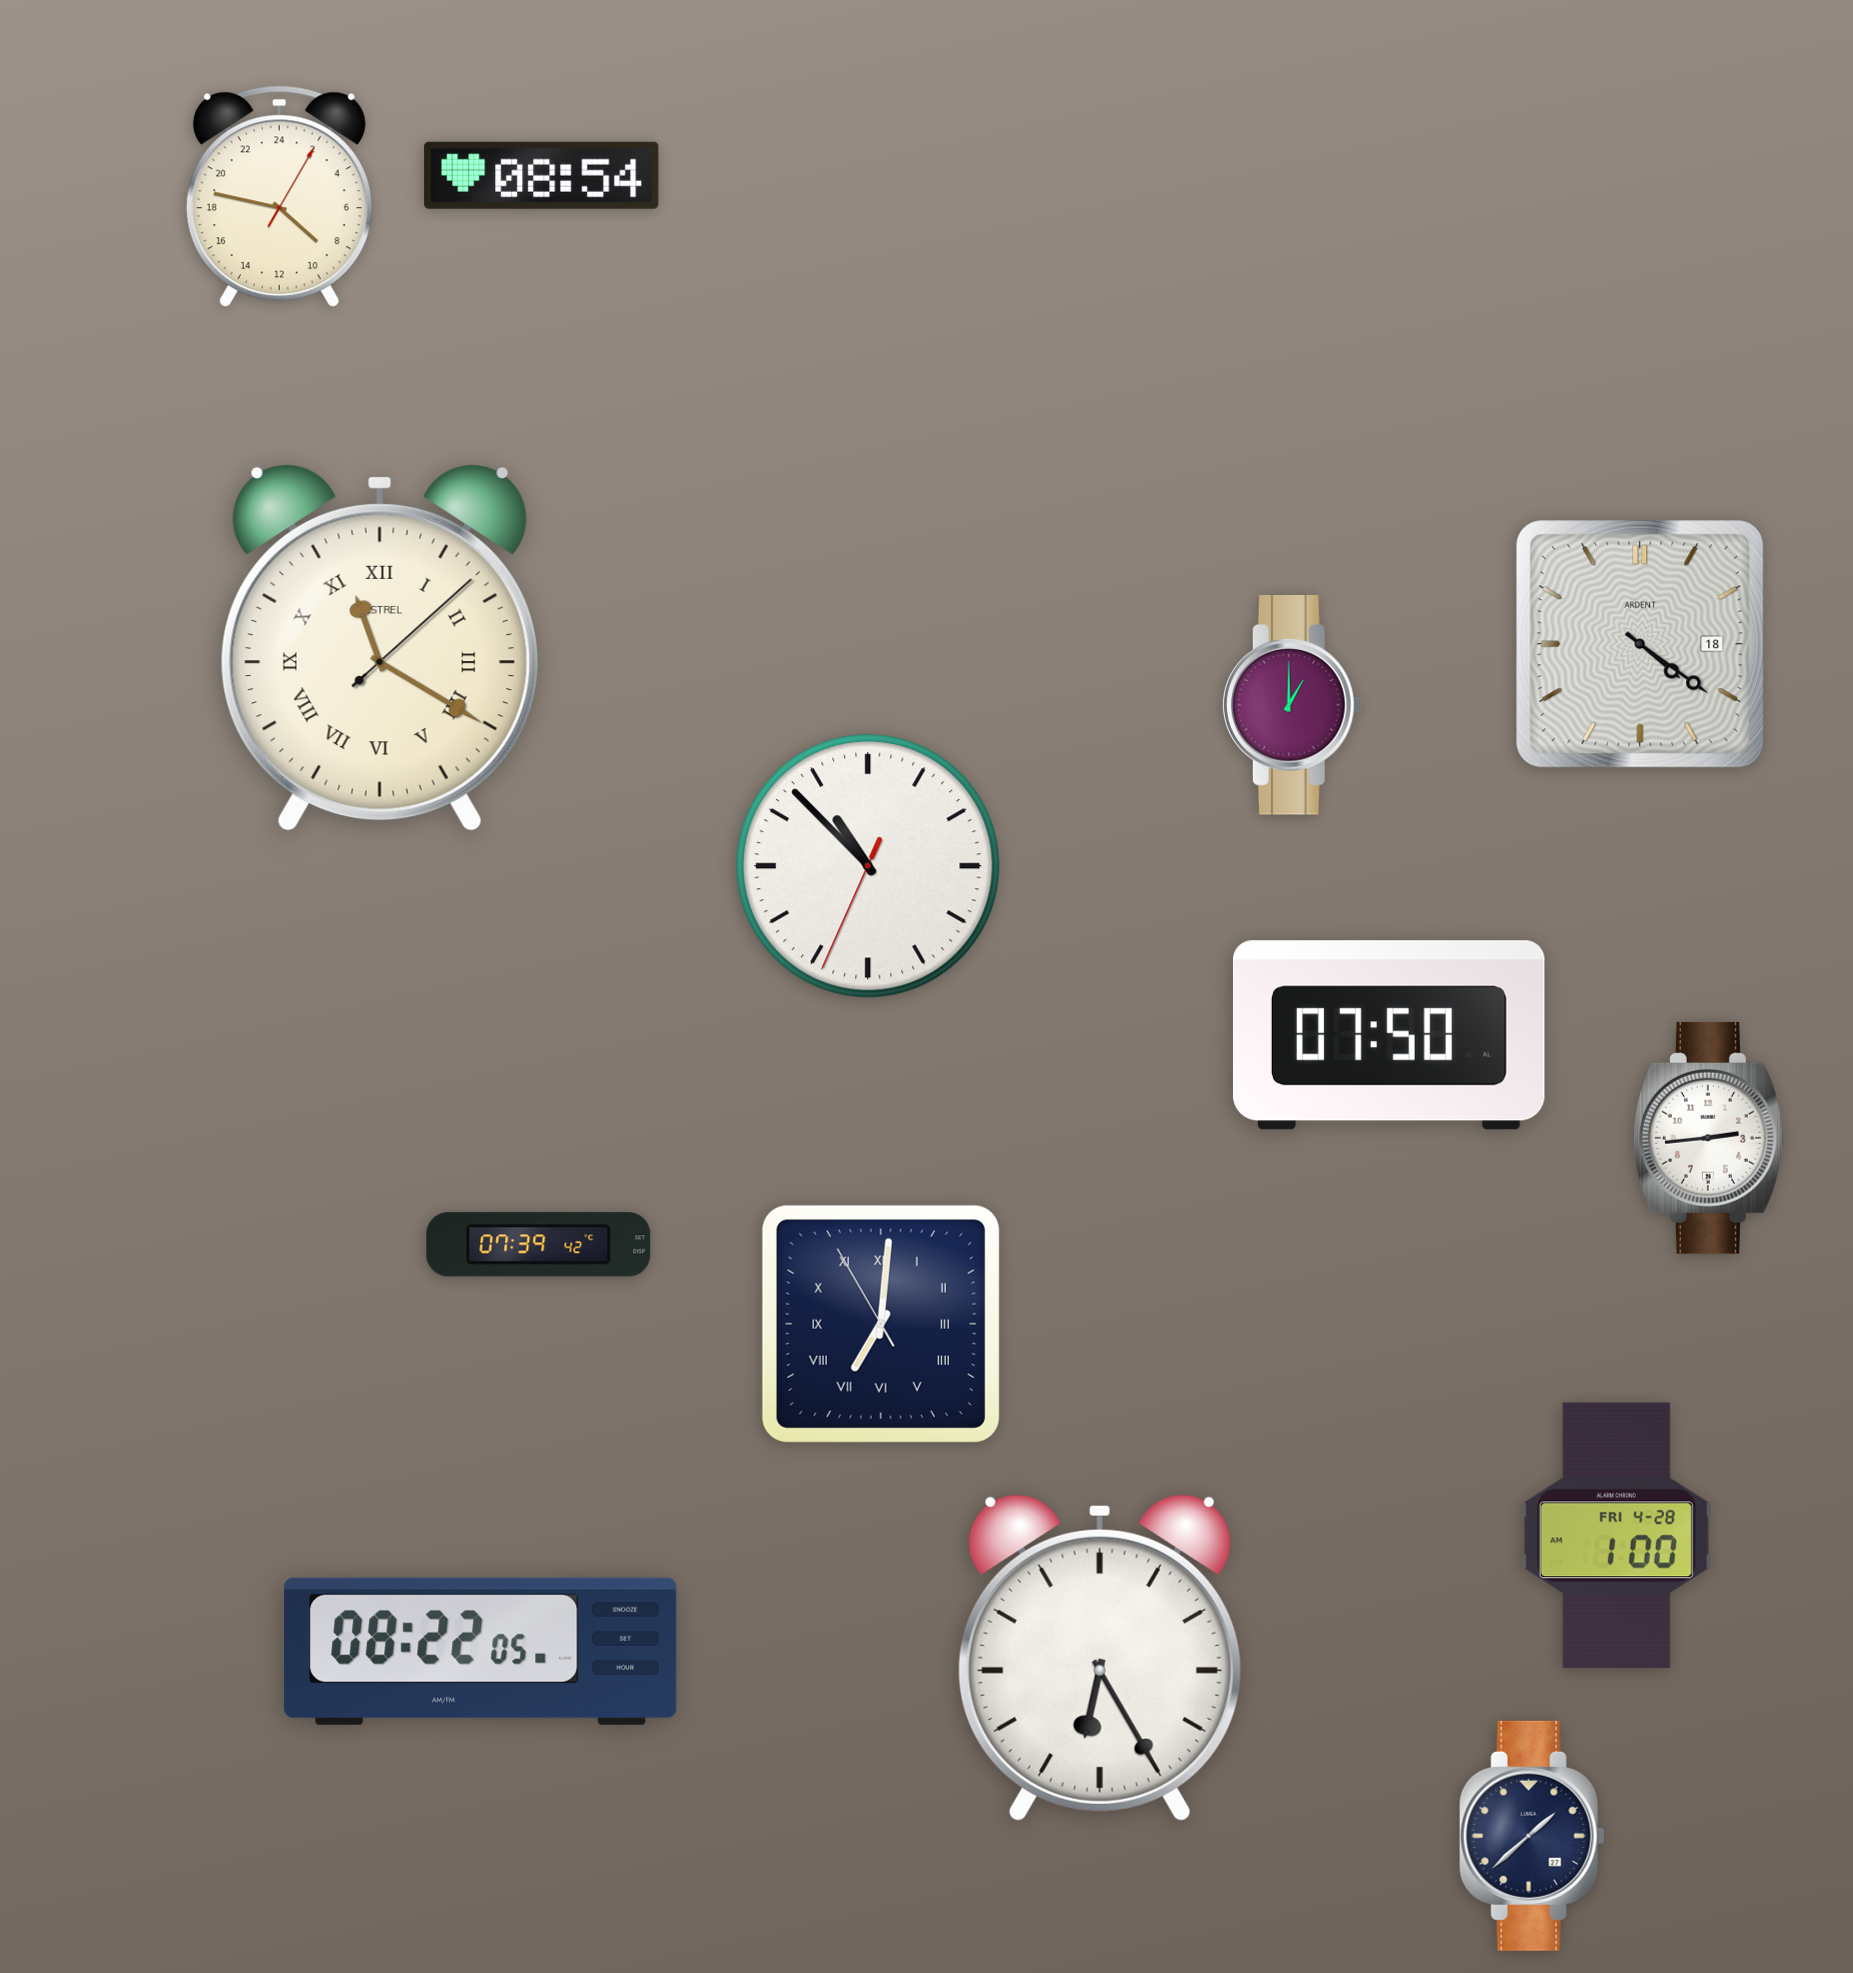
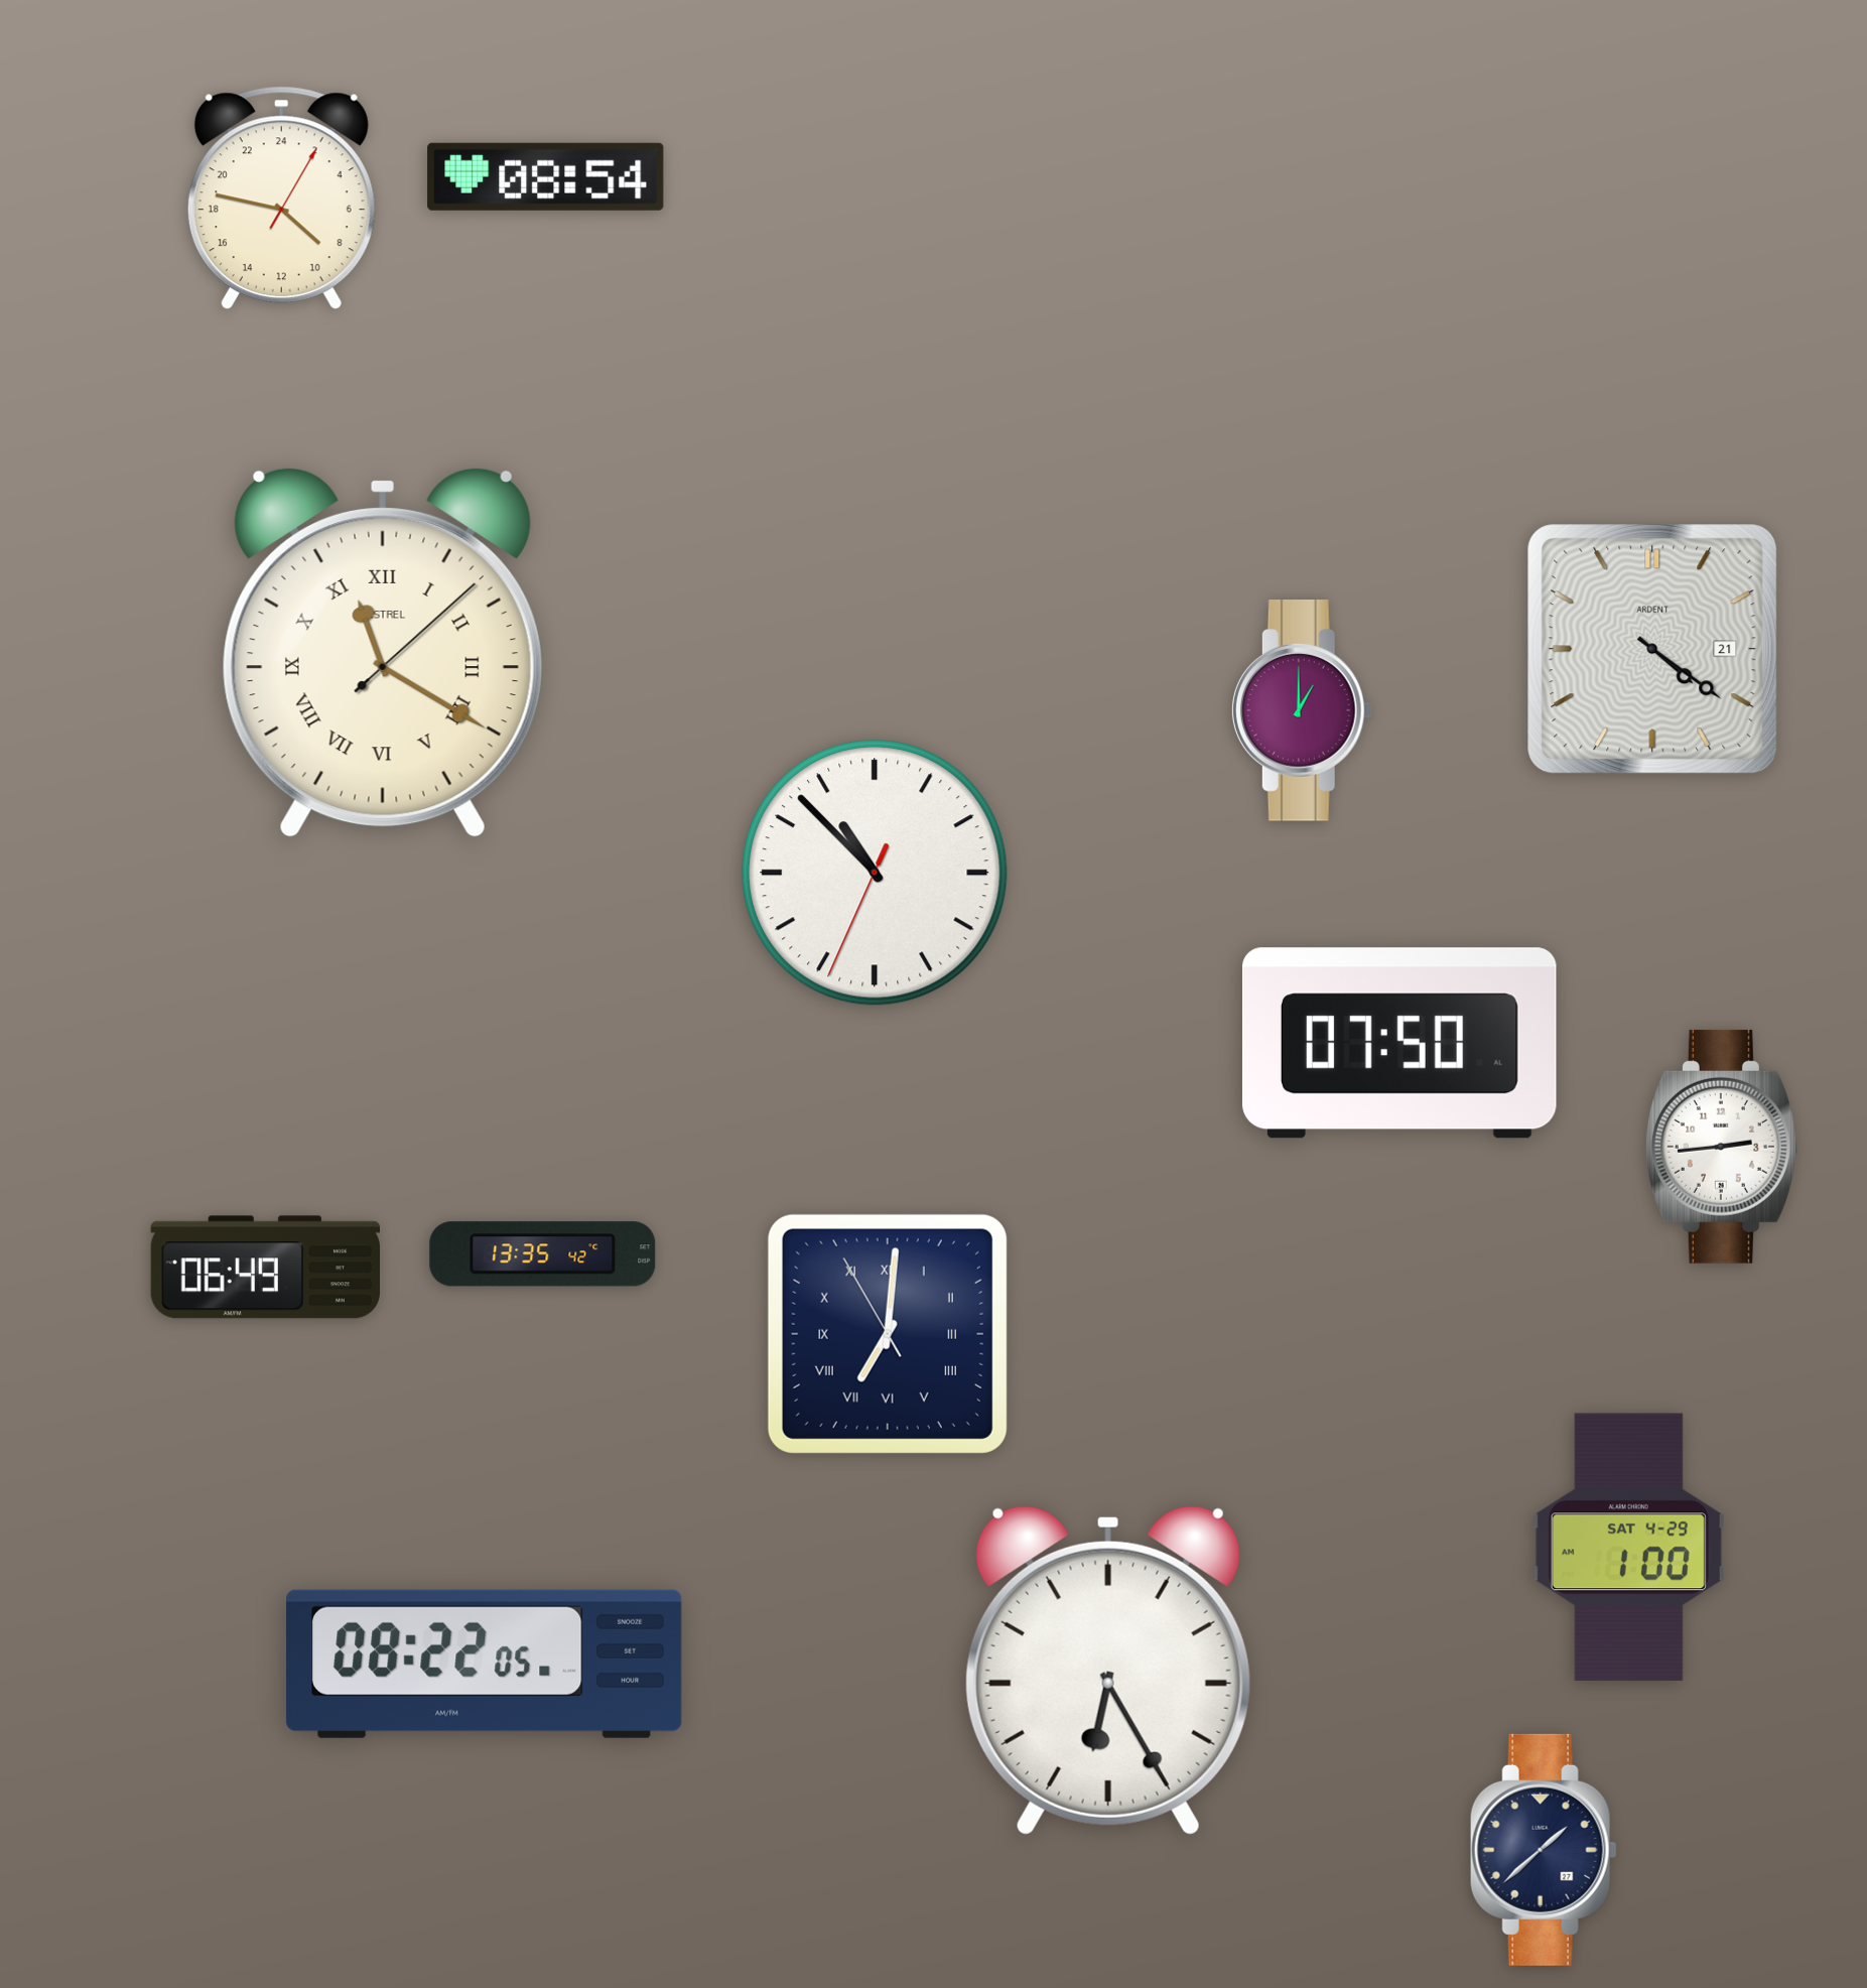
clock at (1640, 644) date: 18 -> 21
clock at (539, 1245): 07:39 -> 13:35
clock at (265, 1268): none -> 06:49
clock at (1616, 1536) date: FRI 4-28 -> SAT 4-29
